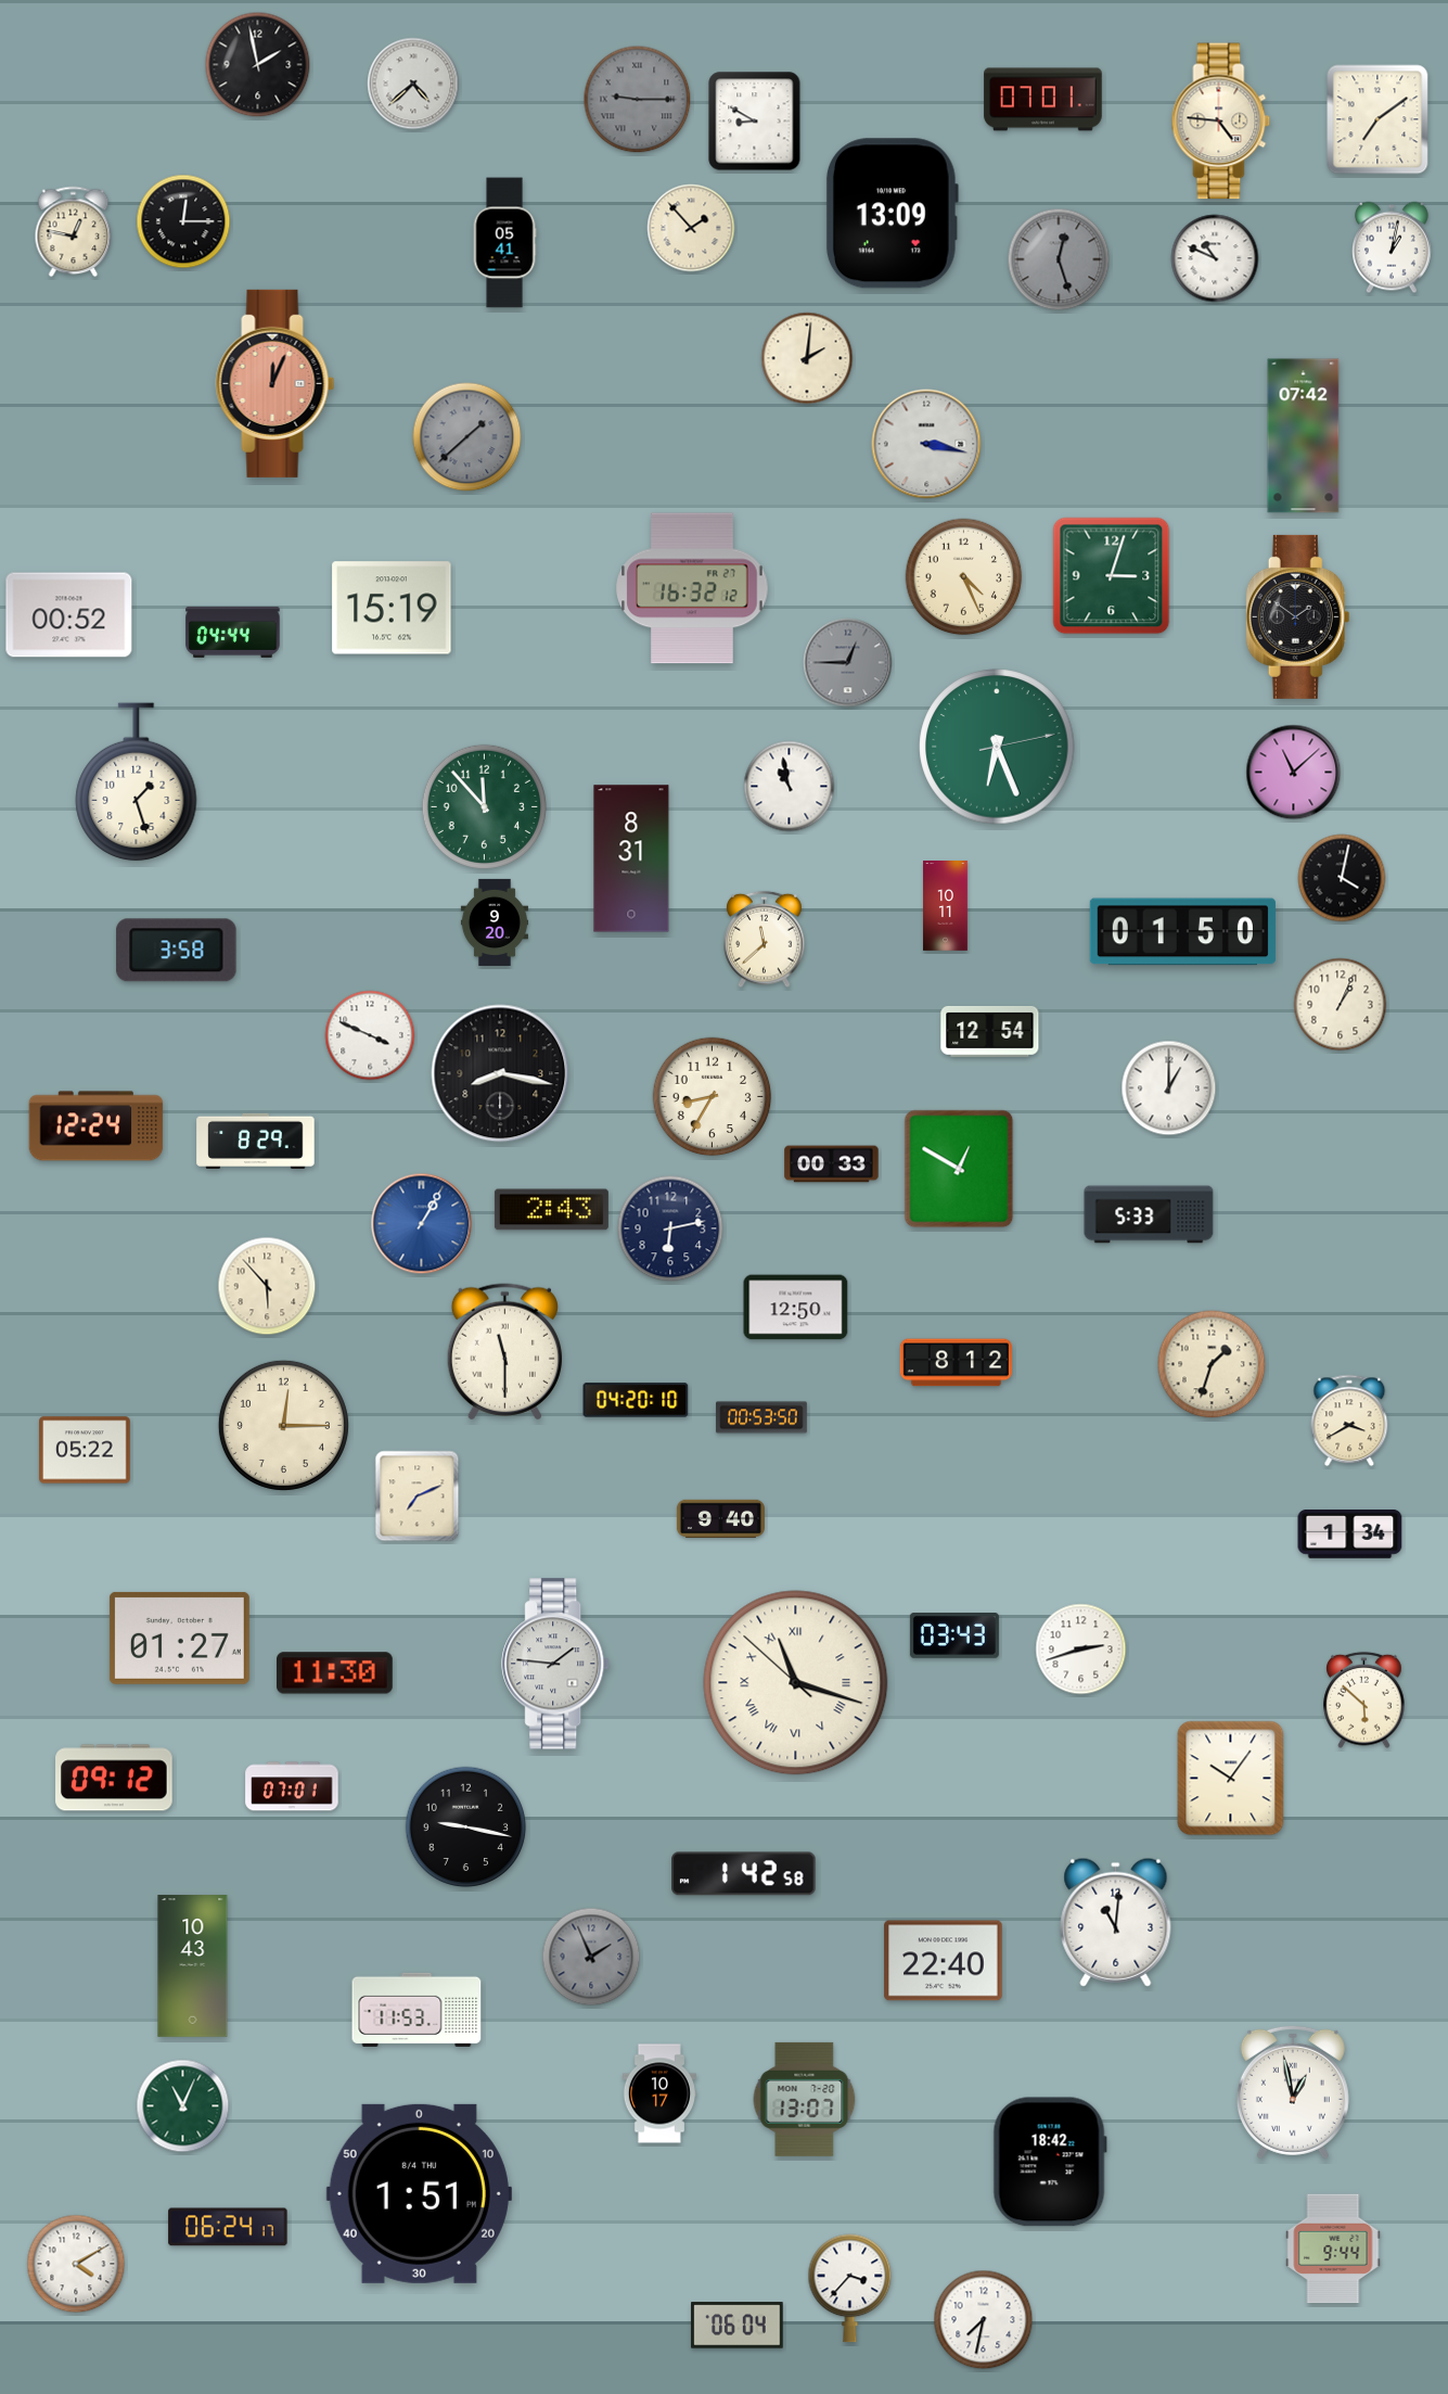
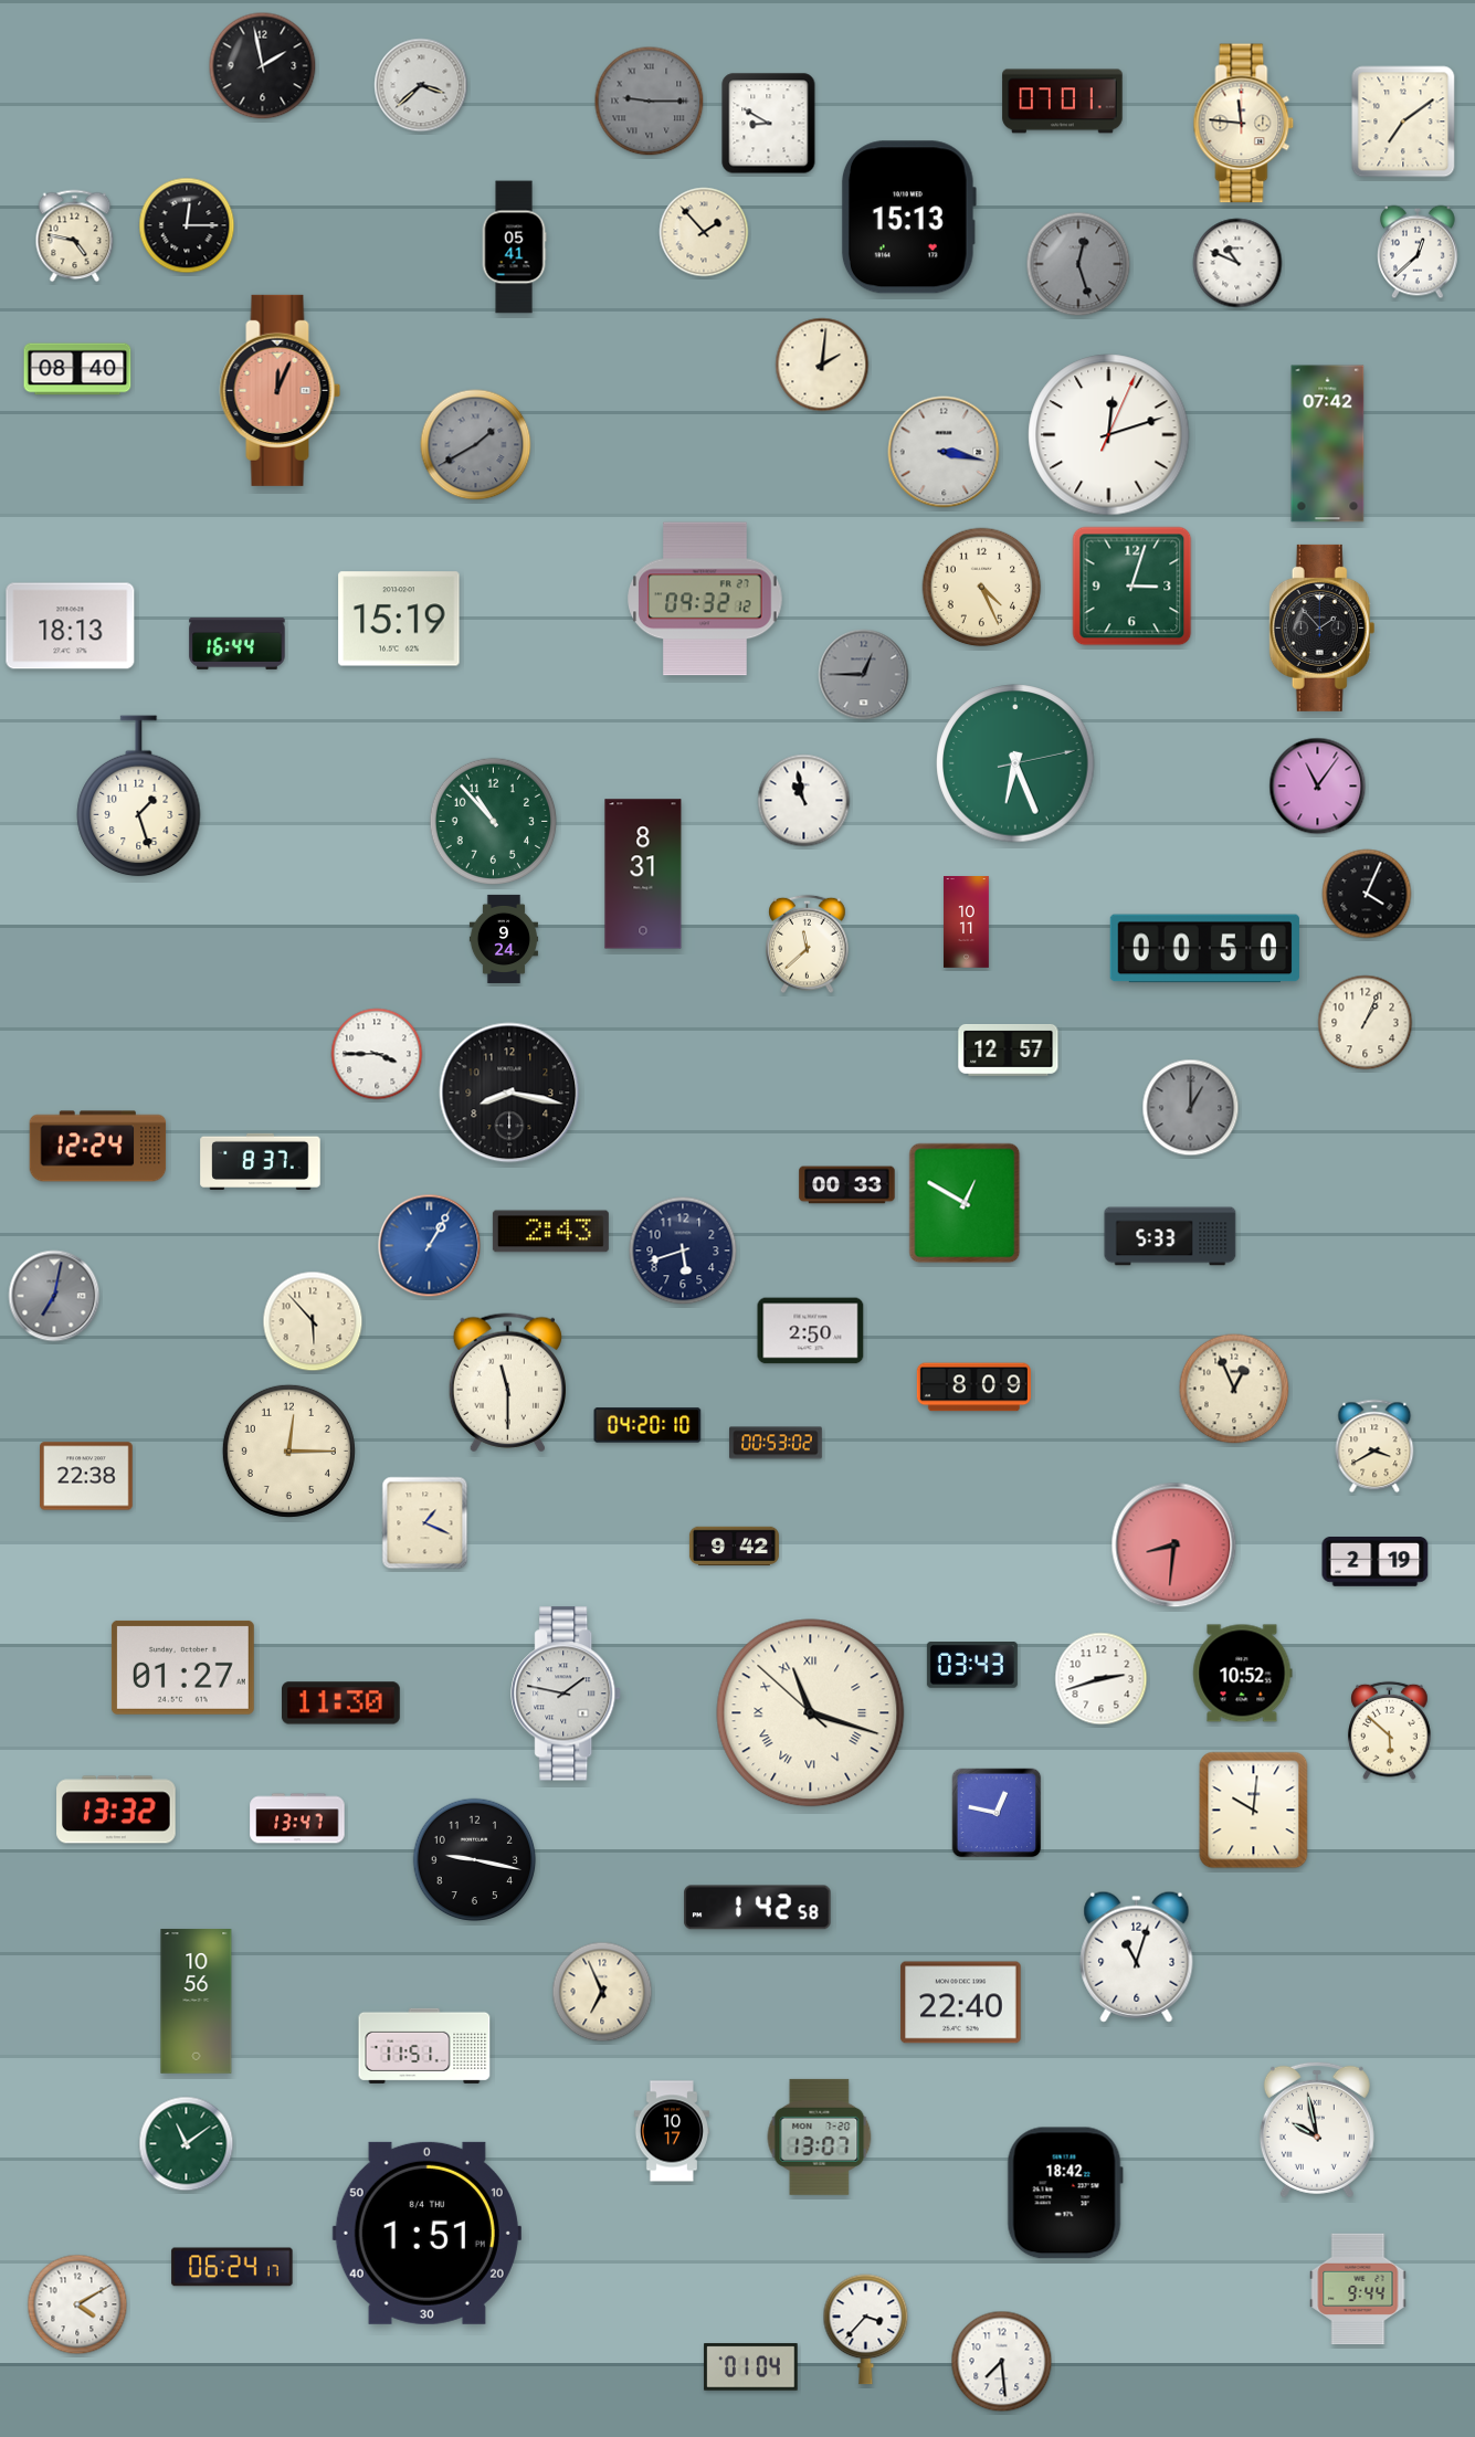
clock at (413, 84): 4:38 -> 3:38
clock at (1221, 122): 4:46 -> 11:46
clock at (892, 214): 13:09 -> 15:13
clock at (74, 232): 12:47 -> 4:47
clock at (1393, 247): 1:02 -> 12:38
clock at (77, 369): none -> 08:40
clock at (1109, 435): none -> 12:12
clock at (467, 437): 1:38 -> 1:40
clock at (692, 588): 16:32 -> 09:32
clock at (69, 615): 00:52 -> 18:13
clock at (1298, 616): 1:51 -> 1:53
clock at (233, 632): 04:44 -> 16:44
clock at (997, 747) position: (997, 747) -> (1015, 763)
clock at (1294, 773): 11:08 -> 11:06
clock at (484, 806): 11:53 -> 10:53
clock at (1342, 878): 4:02 -> 4:04
clock at (946, 906) position: (946, 906) -> (967, 922)
clock at (495, 922): 9:20 -> 9:24
clock at (1182, 932): 01:50 -> 00:50
clock at (765, 940) position: (765, 940) -> (808, 945)
clock at (177, 951): 3:58 -> none
clock at (990, 1031): 12:54 -> 12:57
clock at (370, 1035): 3:49 -> 3:45
clock at (1169, 1088) dial: white -> grey
clock at (713, 1097): 8:35 -> none
clock at (256, 1141): 8:29 -> 8:37
clock at (959, 1169) position: (959, 1169) -> (965, 1203)
clock at (551, 1210) position: (551, 1210) -> (550, 1232)
clock at (670, 1228): 6:13 -> 5:42
clock at (54, 1296): none -> 7:02
clock at (267, 1286) position: (267, 1286) -> (313, 1321)
clock at (796, 1308): 12:50 -> 2:50
clock at (504, 1352) position: (504, 1352) -> (507, 1383)
clock at (956, 1363): 8:12 -> 8:09
clock at (1212, 1364): 1:33 -> 12:56
clock at (761, 1417): 00:53:50 -> 00:53:02
clock at (85, 1450): 05:22 -> 22:38
clock at (418, 1497): 7:11 -> 1:19
clock at (1174, 1545): none -> 8:31
clock at (720, 1519): 9:40 -> 9:42
clock at (1350, 1535): 1:34 -> 2:19
clock at (1243, 1674): none -> 10:52
clock at (556, 1664): 1:46 -> 1:47
clock at (114, 1778): 09:12 -> 13:32
clock at (1231, 1779): 10:06 -> 10:01
clock at (997, 1813): none -> 12:47
clock at (292, 1786): 07:01 -> 13:47
clock at (1116, 1922): 11:01 -> 11:03
clock at (591, 1957): 1:56 -> 6:56
clock at (591, 1957) dial: grey -> cream
clock at (944, 1961) position: (944, 1961) -> (961, 2003)
clock at (193, 1966): 10:43 -> 10:56
clock at (417, 2010): 11:53 -> 11:51
clock at (1293, 2092): 12:58 -> 9:58
clock at (183, 2106): 11:04 -> 11:09
clock at (1050, 2162) position: (1050, 2162) -> (1065, 2193)
clock at (984, 2320): 7:32 -> 7:29
clock at (738, 2326): 06:04 -> 01:04
